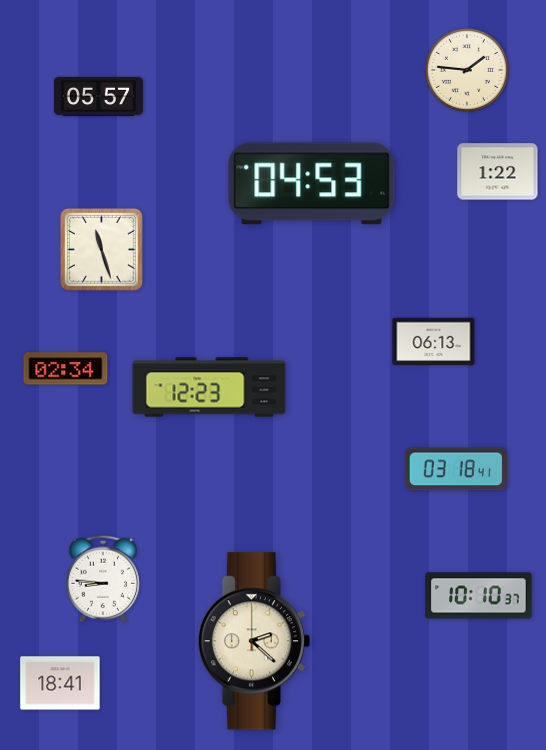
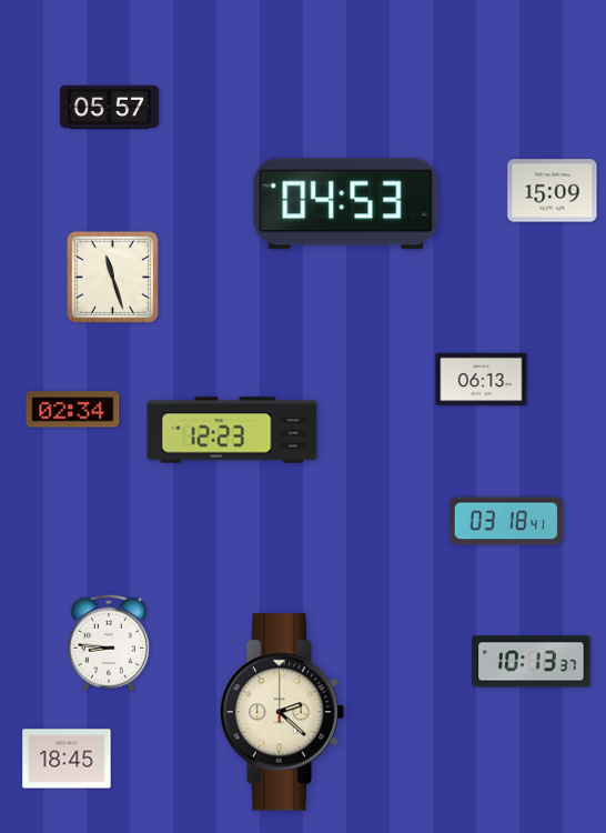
clock at (467, 70): 1:46 -> none
clock at (498, 172): 1:22 -> 15:09
clock at (103, 579) position: (103, 579) -> (109, 643)
clock at (479, 596): 10:10 -> 10:13
clock at (60, 683): 18:41 -> 18:45
